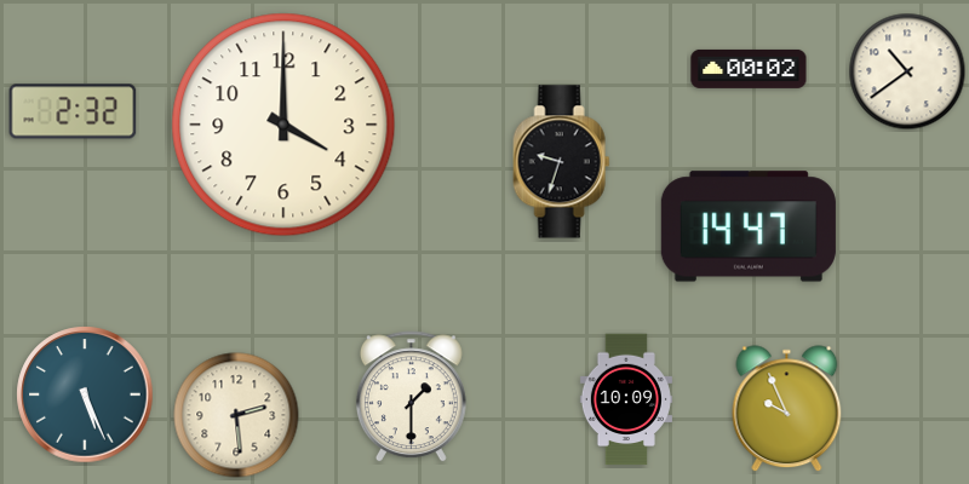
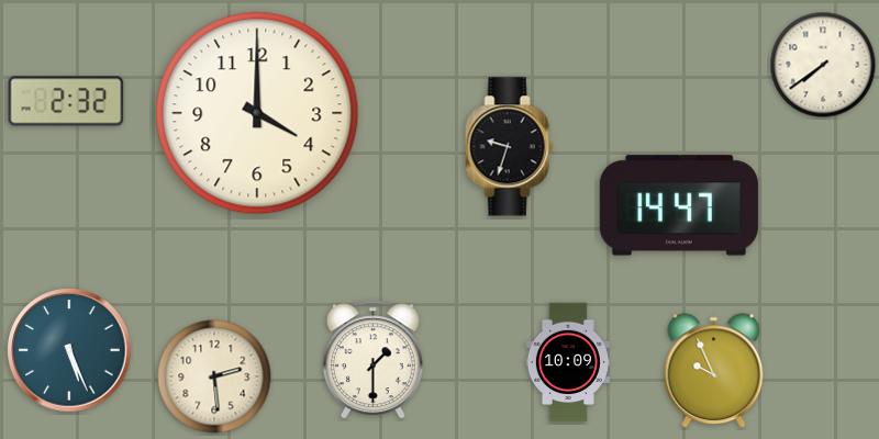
clock at (749, 69): 00:02 -> none
clock at (907, 71): 10:39 -> 7:39
clock at (85, 394) position: (85, 394) -> (69, 350)
